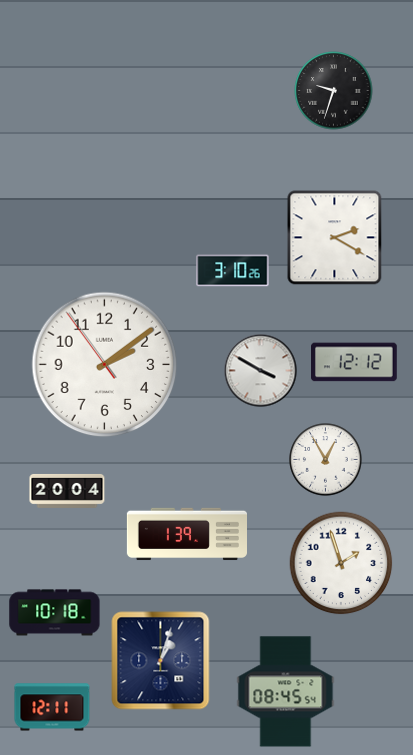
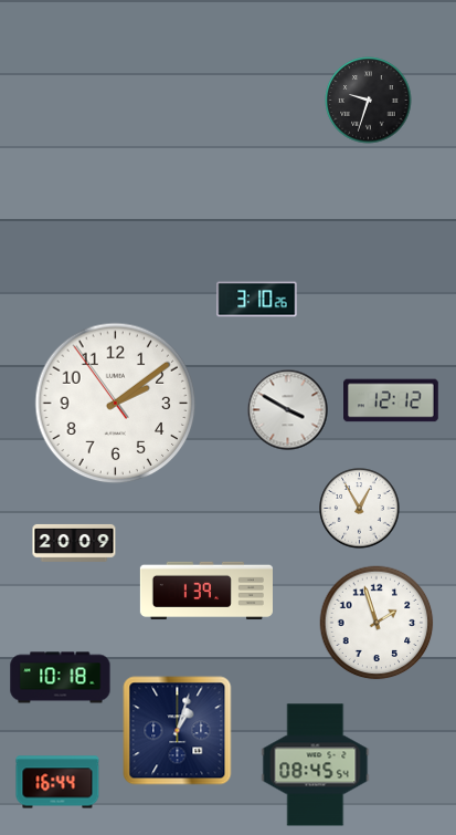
clock at (335, 238): 2:20 -> none
clock at (67, 491): 20:04 -> 20:09
clock at (52, 707): 12:11 -> 16:44
